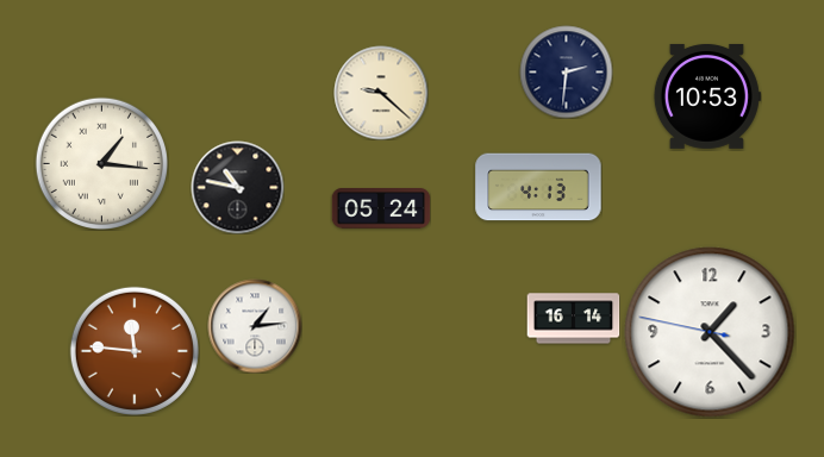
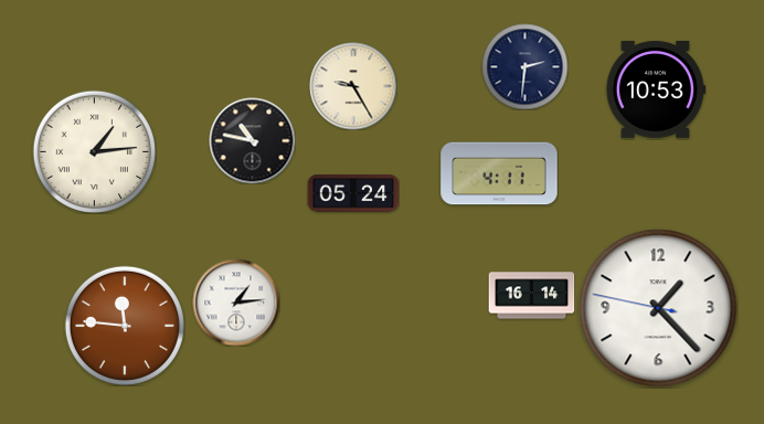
clock at (381, 93): 9:22 -> 9:25
clock at (101, 163): 1:16 -> 1:14
clock at (237, 187) position: (237, 187) -> (252, 140)
clock at (538, 187): 4:13 -> 4:11
